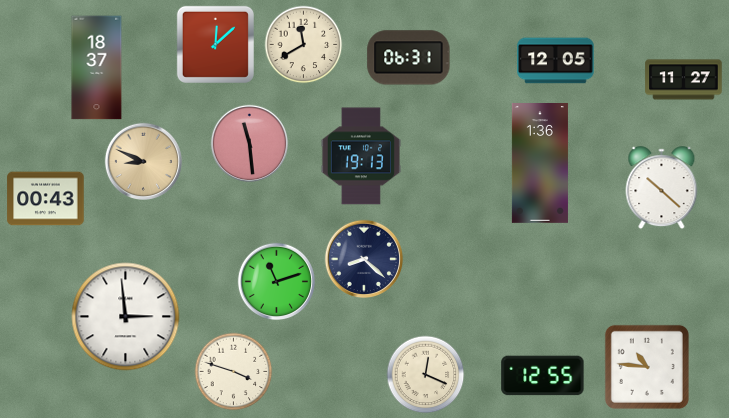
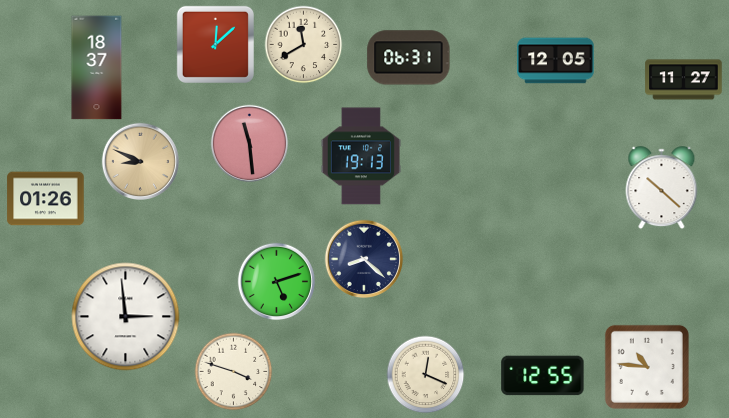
clock at (143, 161) position: (143, 161) -> (140, 161)
clock at (540, 163): 1:36 -> none
clock at (46, 199): 00:43 -> 01:26
clock at (276, 281): 11:12 -> 5:12
